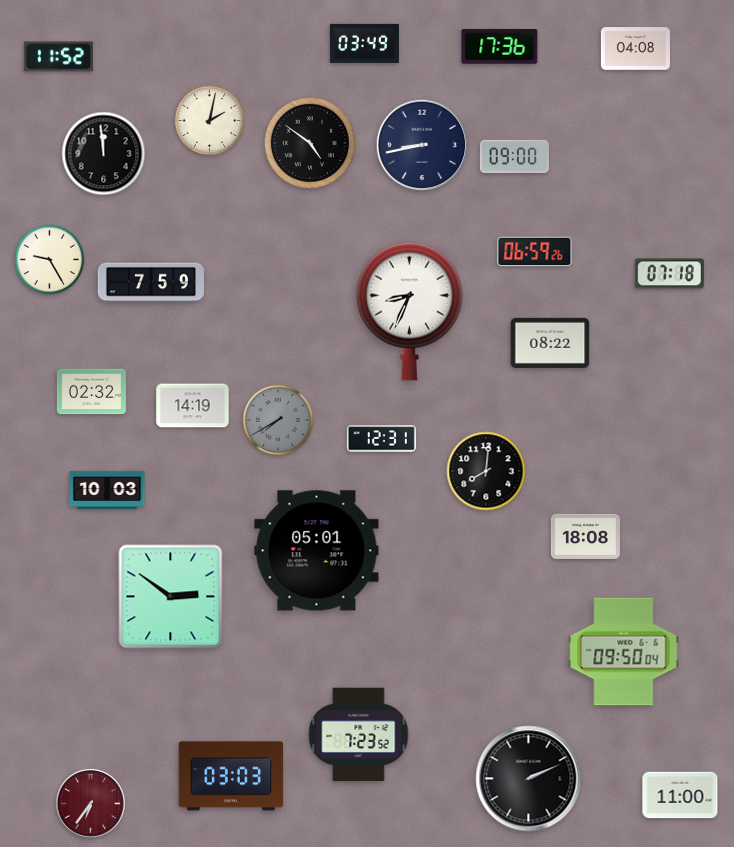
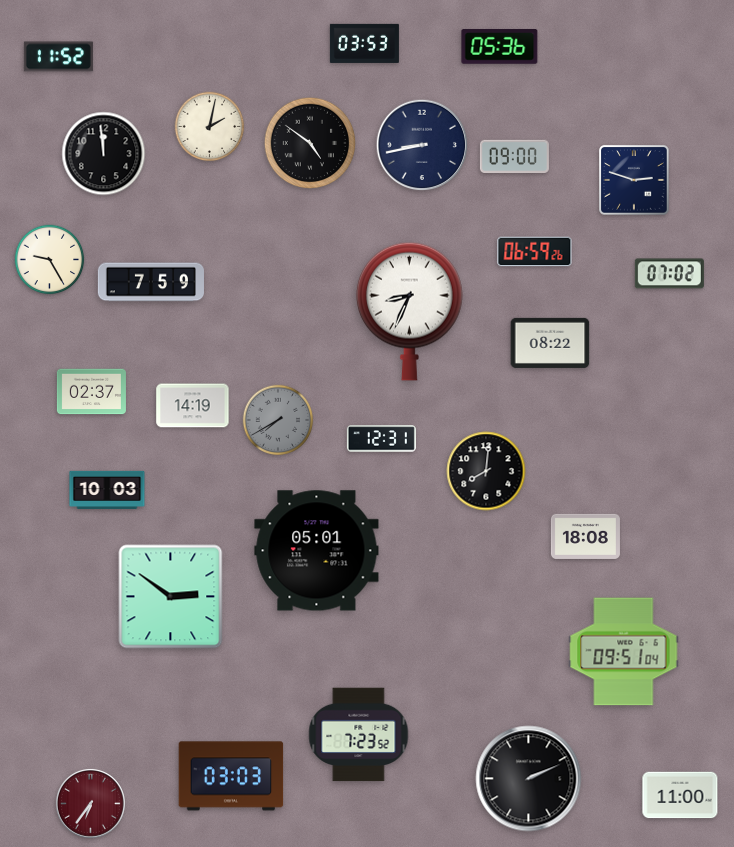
clock at (364, 43): 03:49 -> 03:53
clock at (500, 47): 17:36 -> 05:36
clock at (635, 49): 04:08 -> none
clock at (210, 121) position: (210, 121) -> (210, 127)
clock at (634, 180): none -> 2:48
clock at (669, 274): 07:18 -> 07:02
clock at (91, 392): 02:32 -> 02:37
clock at (624, 652): 09:50 -> 09:51
